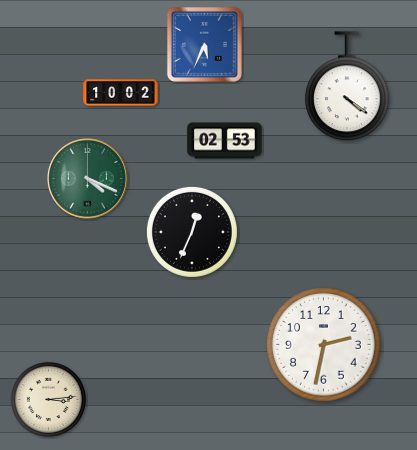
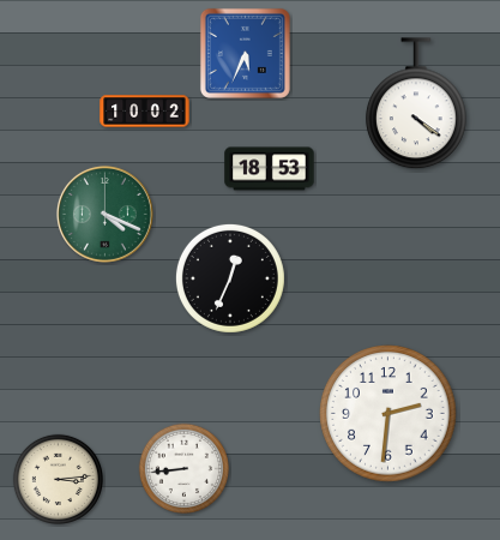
clock at (225, 141): 02:53 -> 18:53
clock at (324, 345): 2:32 -> 2:31
clock at (183, 468): none -> 8:44
